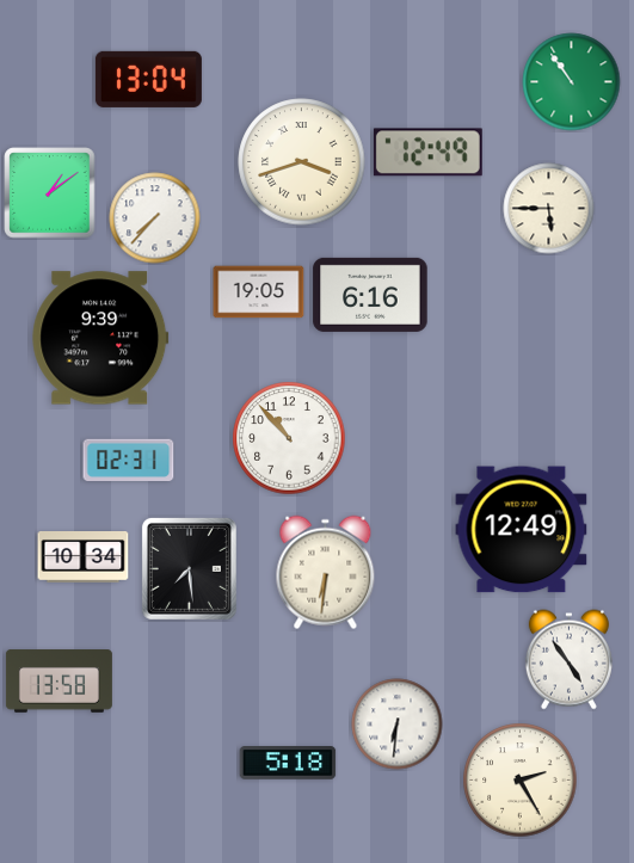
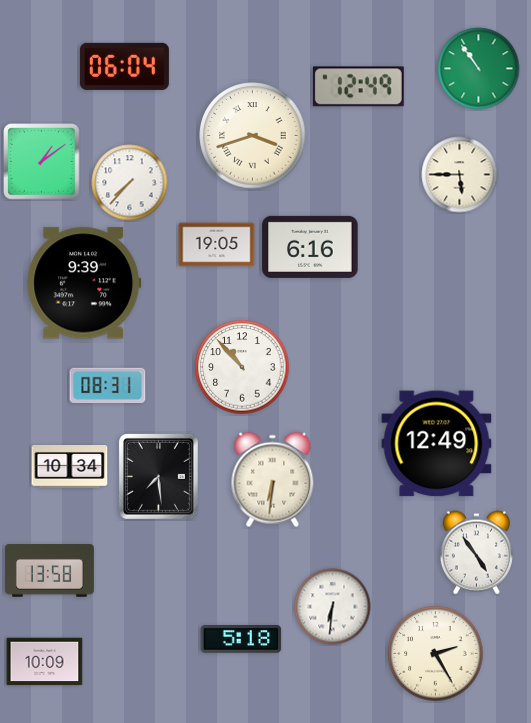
clock at (148, 79): 13:04 -> 06:04
clock at (427, 153) position: (427, 153) -> (358, 87)
clock at (129, 461): 02:31 -> 08:31
clock at (45, 662): none -> 10:09
